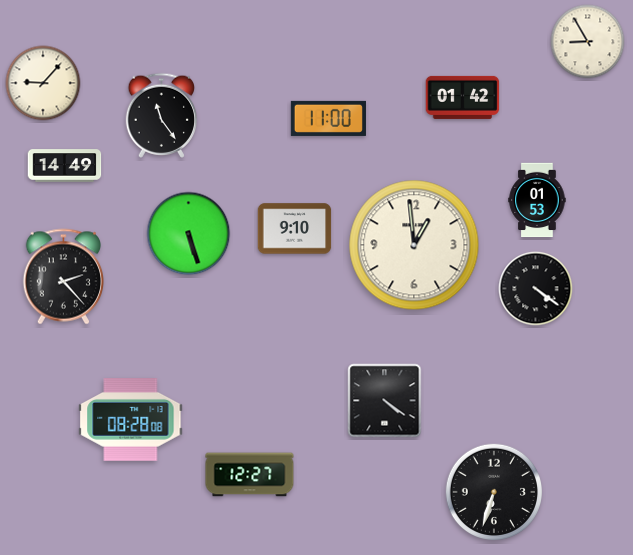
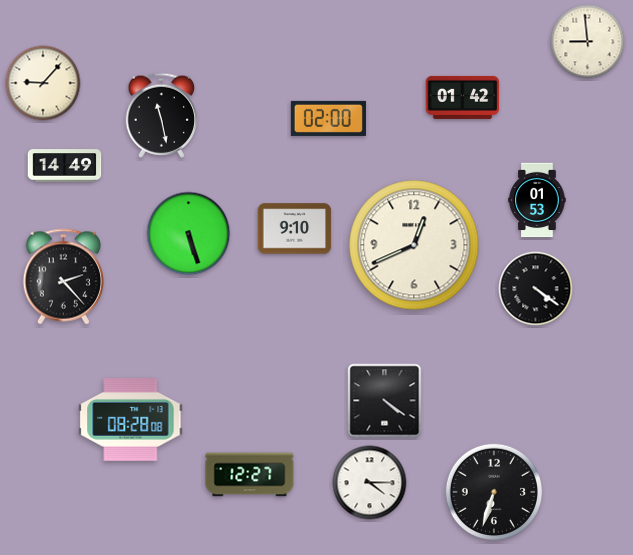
clock at (588, 42): 8:55 -> 8:59
clock at (162, 115): 11:24 -> 11:28
clock at (328, 118): 11:00 -> 02:00
clock at (414, 245): 12:59 -> 12:41
clock at (370, 483): none -> 4:15
